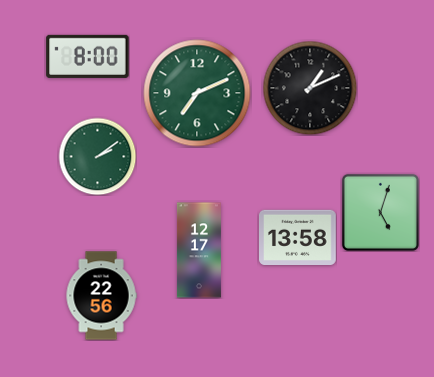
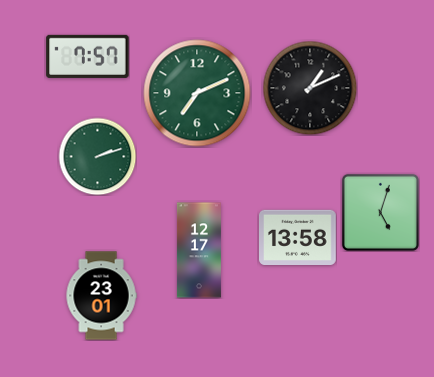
clock at (88, 56): 8:00 -> 7:57
clock at (97, 156): 2:09 -> 2:12
clock at (101, 296): 22:56 -> 23:01
